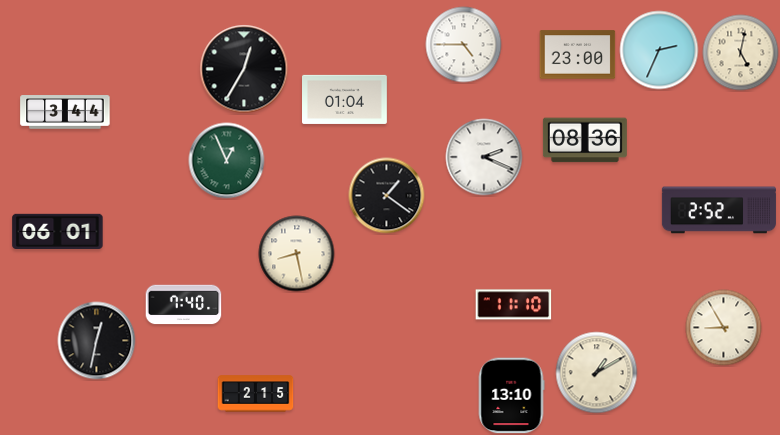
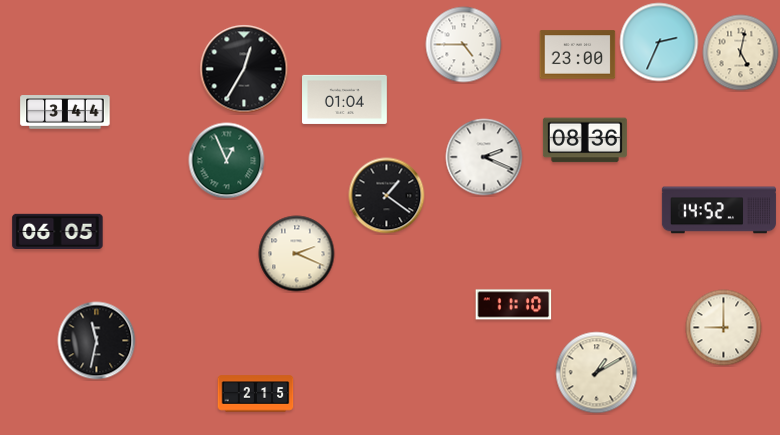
clock at (659, 50) position: (659, 50) -> (659, 42)
clock at (719, 210): 2:52 -> 14:52
clock at (58, 231): 06:01 -> 06:05
clock at (297, 254): 8:28 -> 2:19
clock at (184, 305): 7:40 -> none
clock at (724, 328): 8:55 -> 9:00
clock at (97, 341): 12:32 -> 11:32
clock at (511, 396): 13:10 -> none
